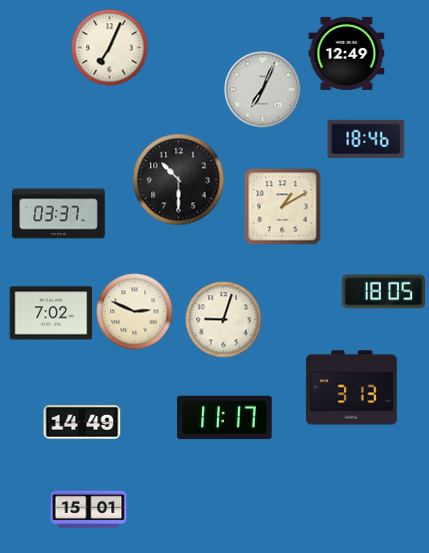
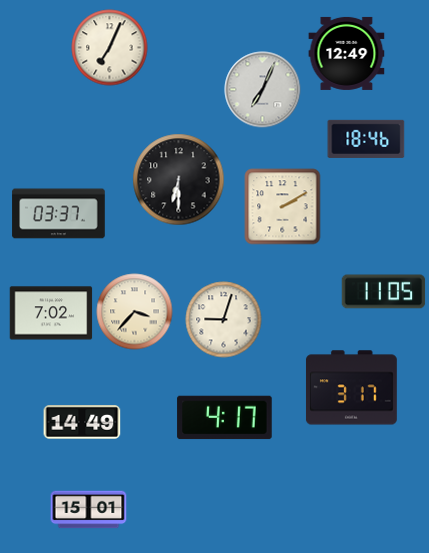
clock at (179, 180): 10:30 -> 6:30
clock at (283, 207): 1:10 -> 2:10
clock at (384, 292): 18:05 -> 11:05
clock at (135, 312): 2:49 -> 3:37
clock at (351, 388): 3:13 -> 3:17
clock at (225, 418): 11:17 -> 4:17
